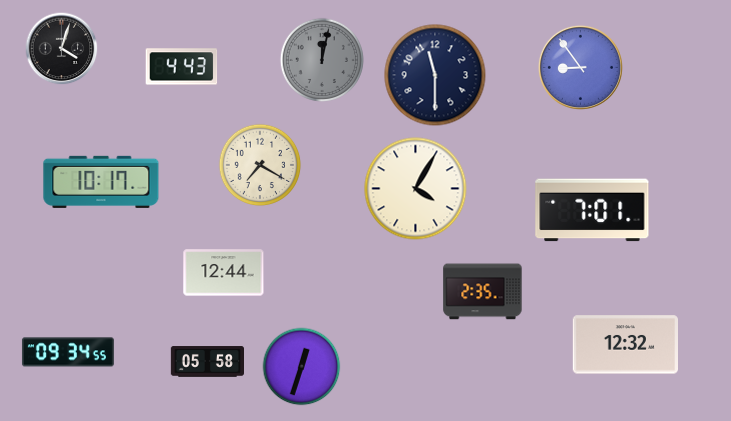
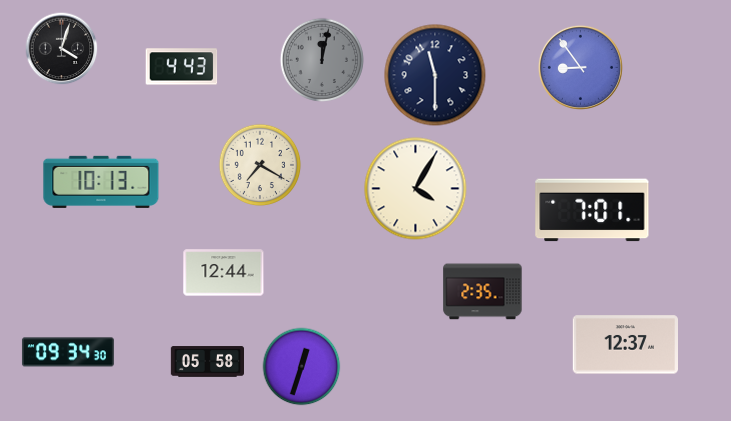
clock at (101, 182): 10:17 -> 10:13
clock at (625, 345): 12:32 -> 12:37
clock at (68, 352): 09:34:55 -> 09:34:30
